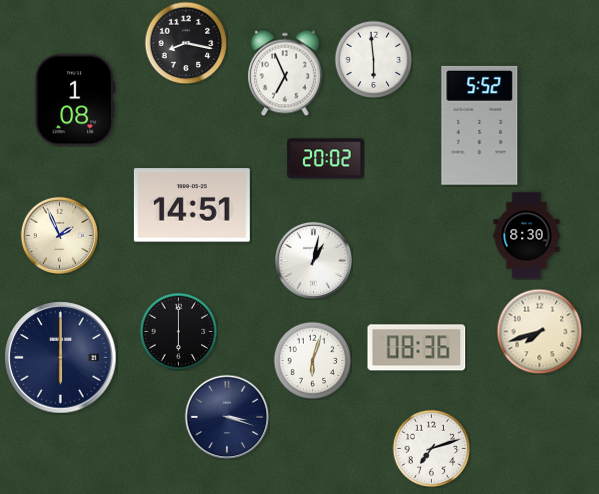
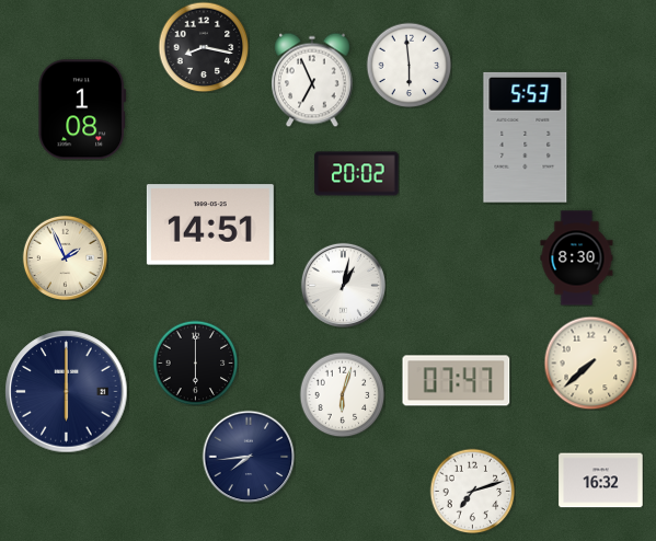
clock at (480, 125): 5:52 -> 5:53
clock at (539, 331): 7:42 -> 7:38
clock at (417, 348): 08:36 -> 07:47
clock at (227, 417): 3:18 -> 7:44
clock at (601, 481): none -> 16:32
